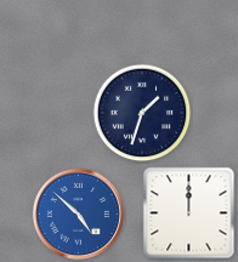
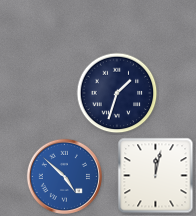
clock at (189, 213): 12:00 -> 12:02
